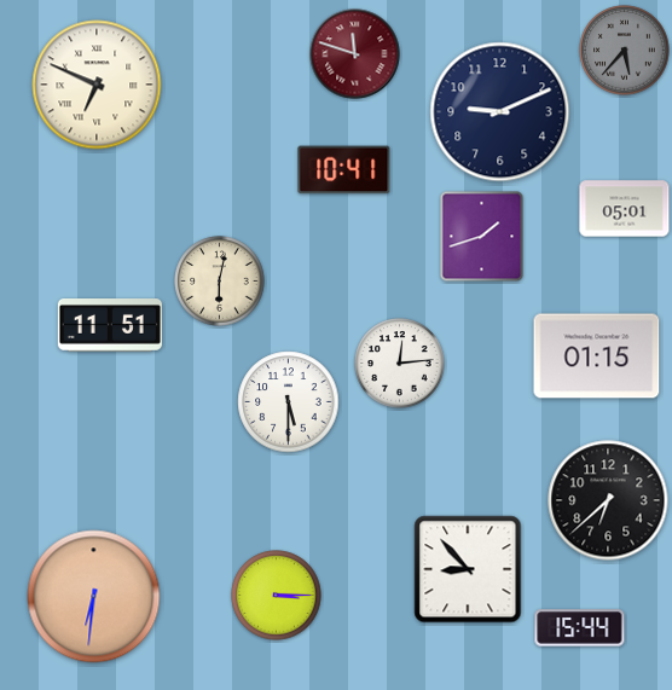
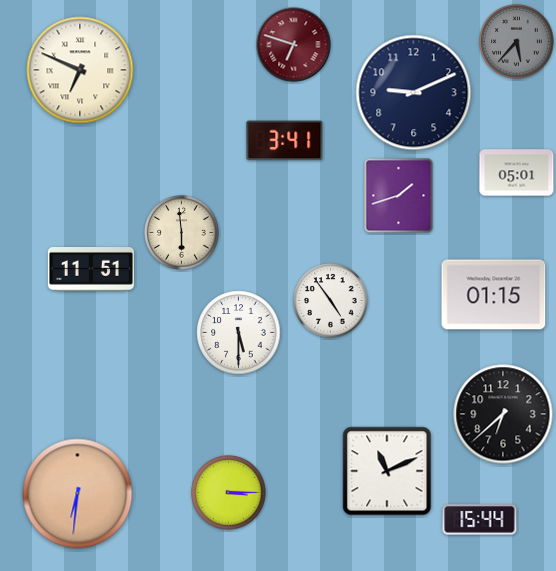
clock at (355, 54): 11:48 -> 6:48
clock at (344, 170): 10:41 -> 3:41
clock at (220, 282): 6:02 -> 5:59
clock at (400, 364): 12:14 -> 4:54
clock at (468, 569): 8:53 -> 11:11
